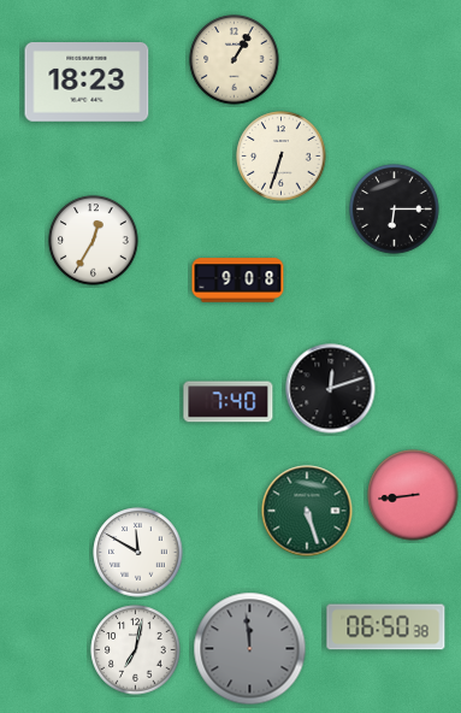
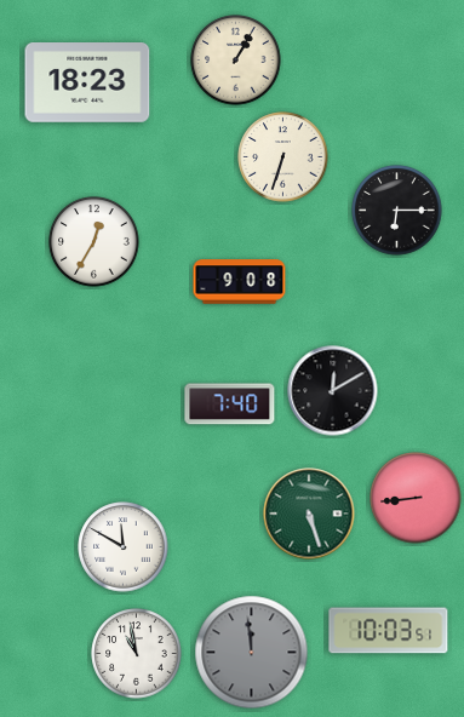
clock at (331, 389): 12:12 -> 12:10
clock at (138, 553) position: (138, 553) -> (124, 547)
clock at (386, 627): 06:50 -> 10:03
clock at (136, 650): 7:02 -> 10:58
